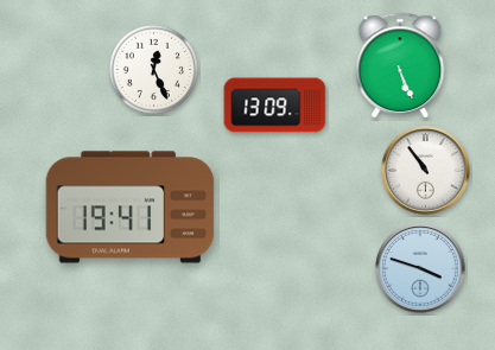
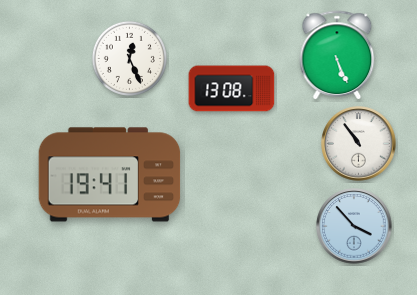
clock at (275, 106): 13:09 -> 13:08
clock at (420, 268): 3:48 -> 3:53
